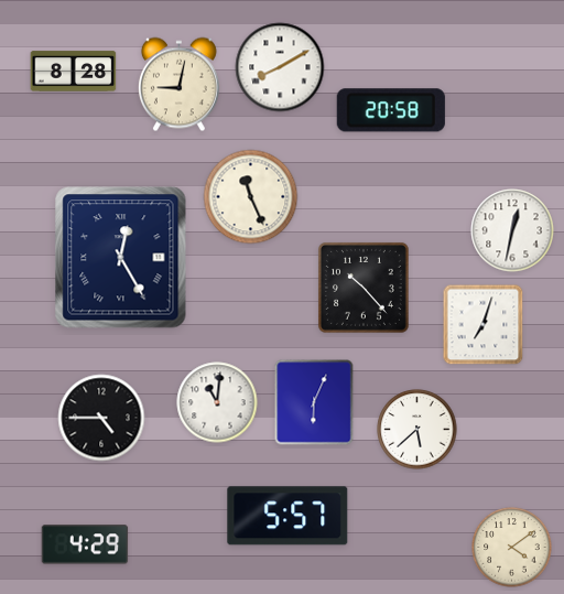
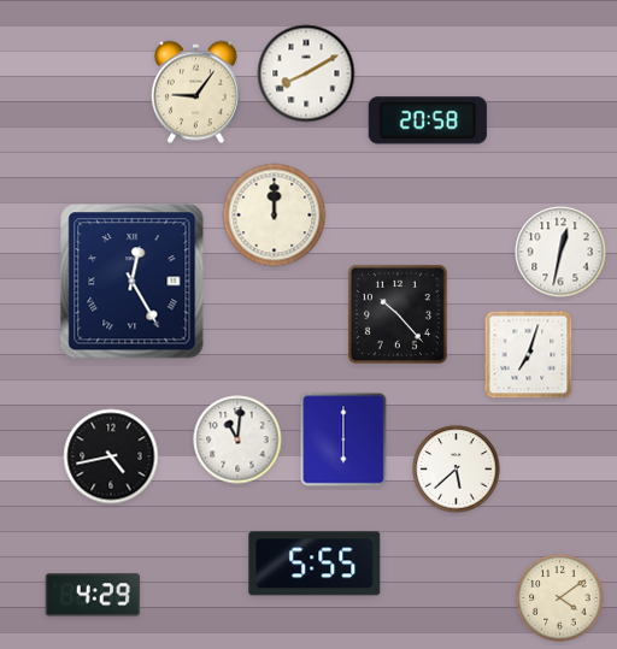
clock at (74, 72): 8:28 -> none
clock at (178, 85): 9:02 -> 9:06
clock at (251, 197): 11:26 -> 12:00
clock at (314, 402): 6:04 -> 6:00
clock at (101, 418): 4:45 -> 4:43
clock at (288, 516): 5:57 -> 5:55
